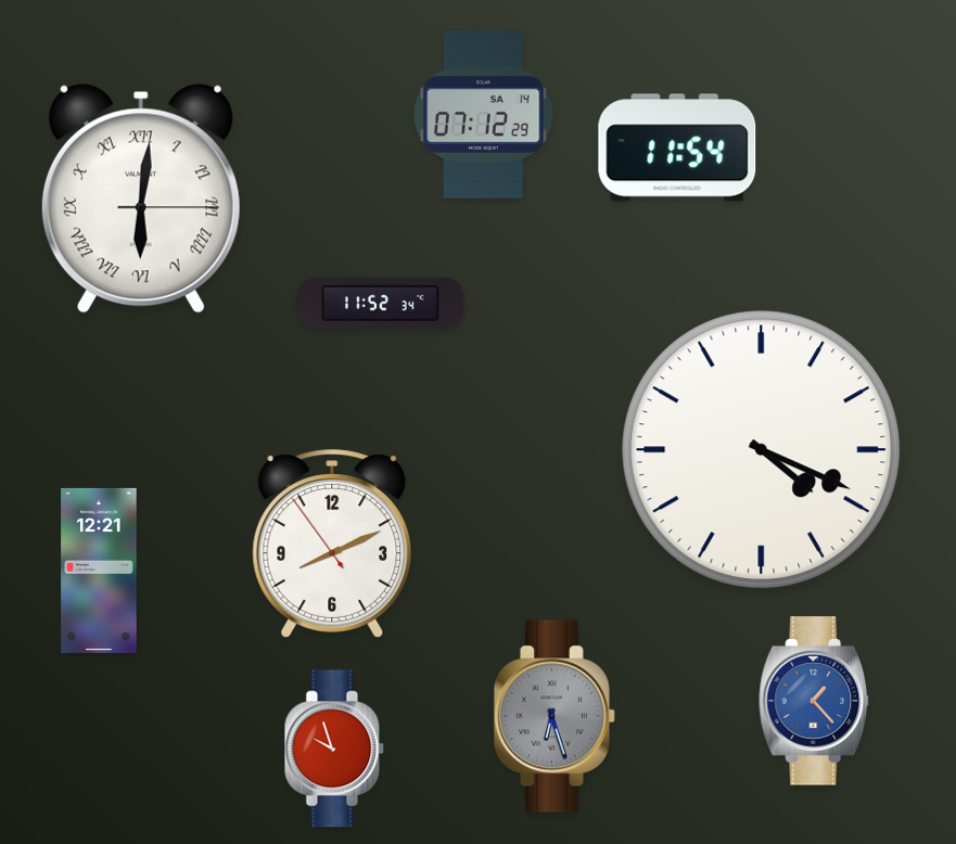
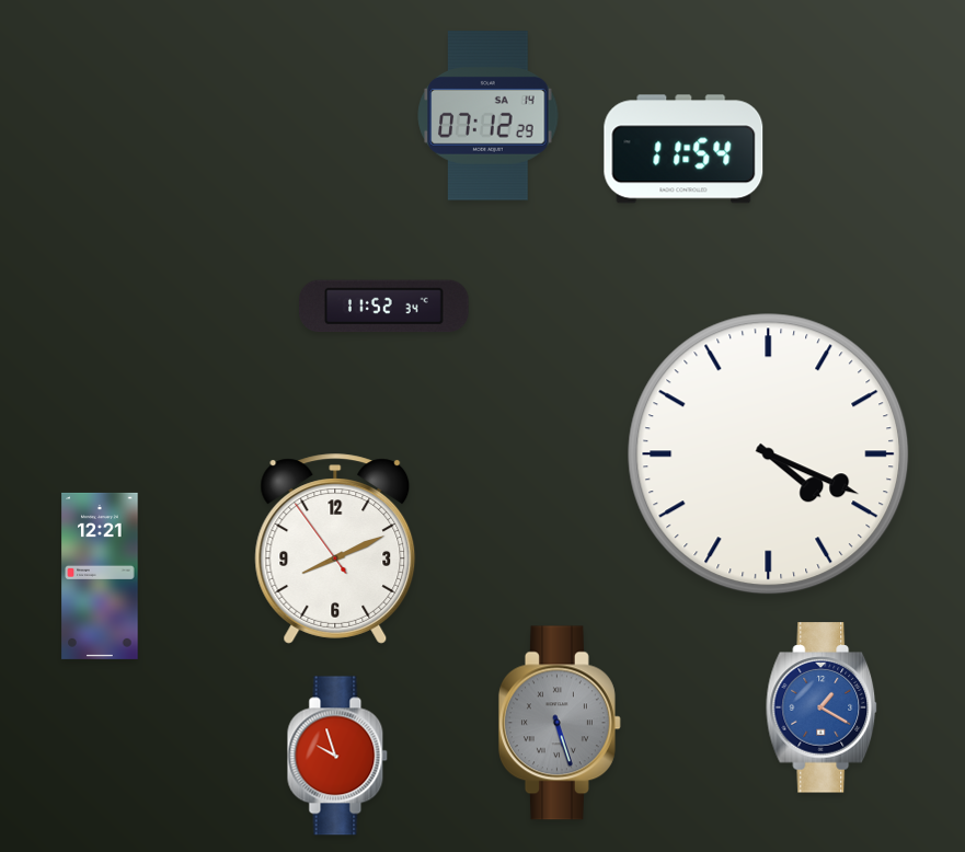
clock at (141, 199): 6:01 -> none
clock at (815, 701): 1:23 -> 1:20
clock at (555, 716): 6:27 -> 5:27
